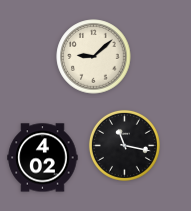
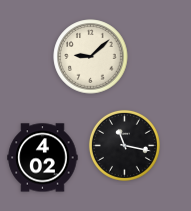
clock at (94, 57) position: (94, 57) -> (91, 57)
